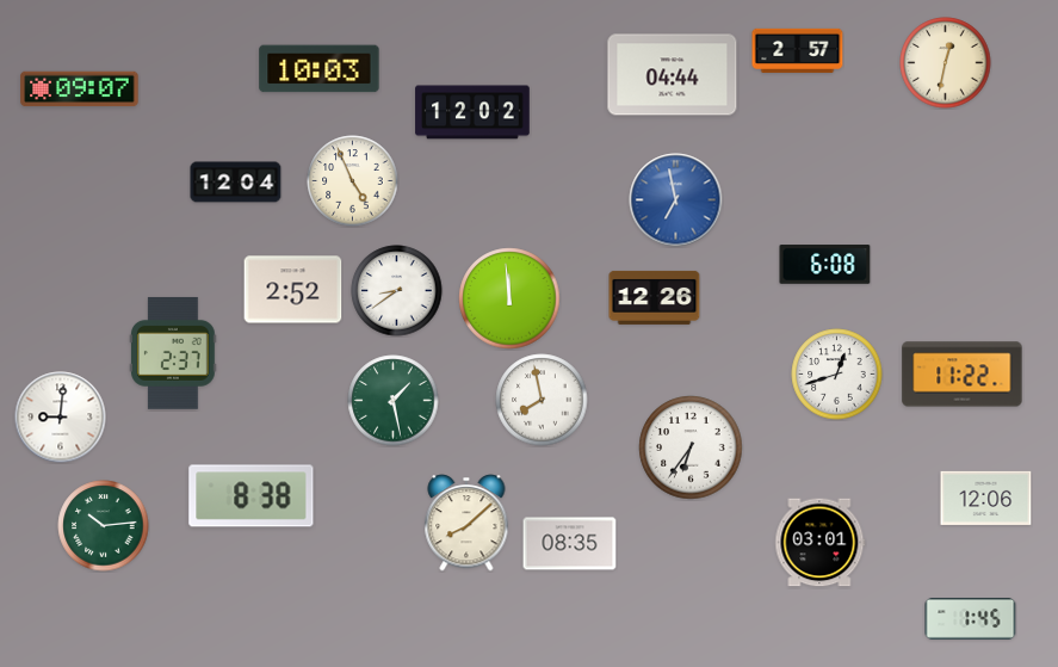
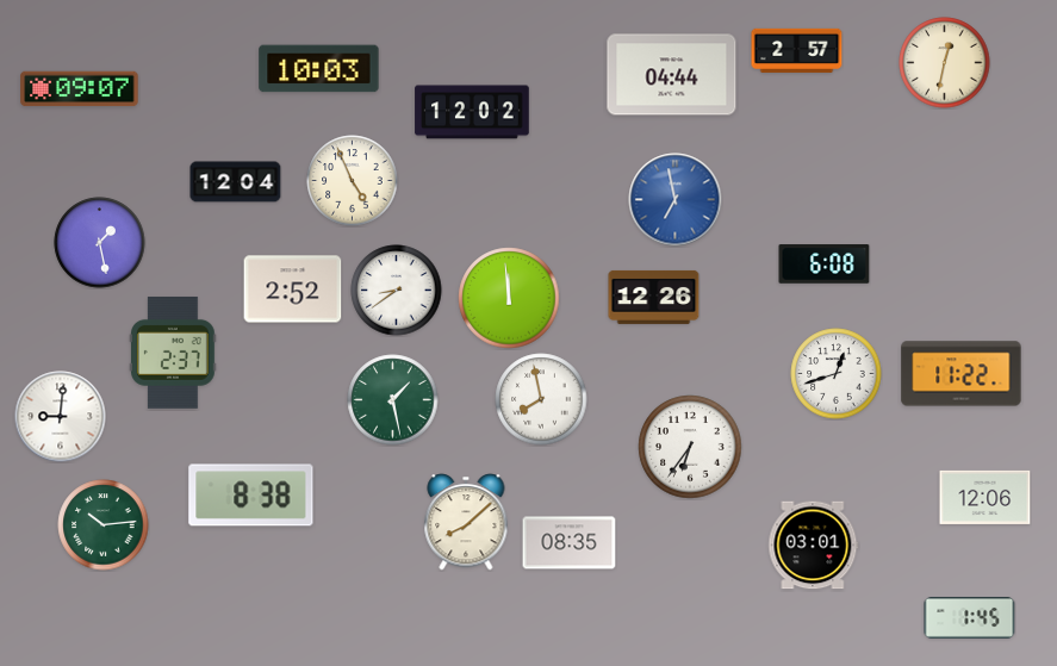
clock at (100, 243): none -> 1:28
clock at (821, 543) position: (821, 543) -> (814, 546)
